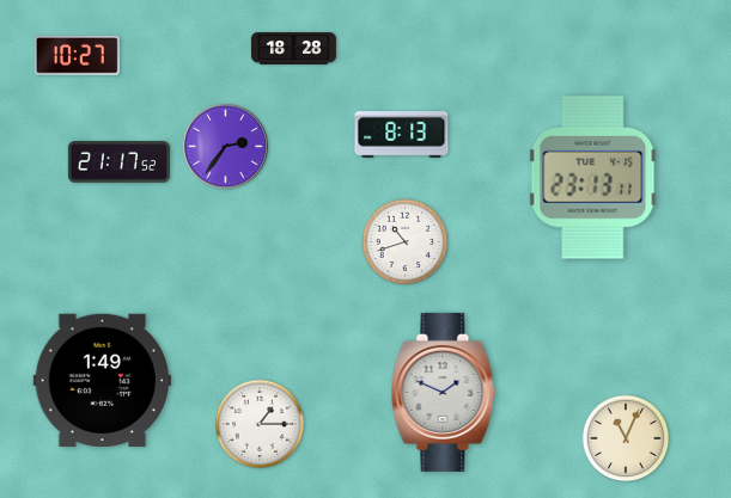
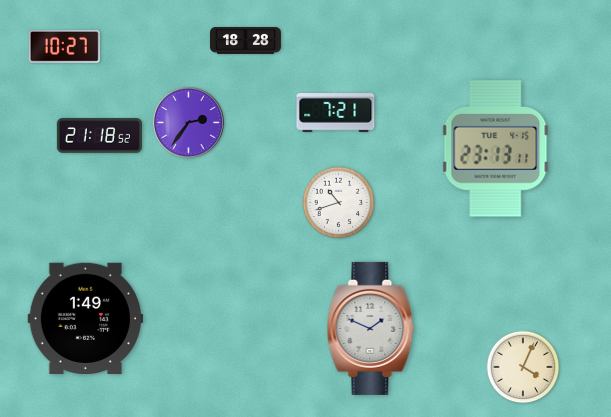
clock at (402, 135): 8:13 -> 7:21
clock at (118, 162): 21:17 -> 21:18
clock at (258, 423): 1:15 -> none
clock at (626, 438): 11:04 -> 4:04
